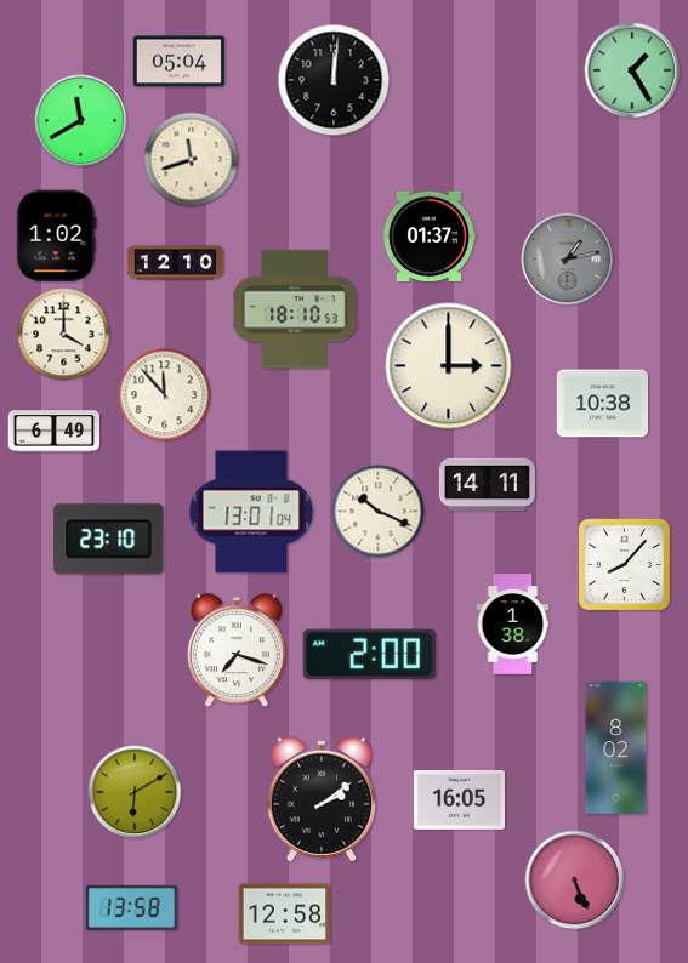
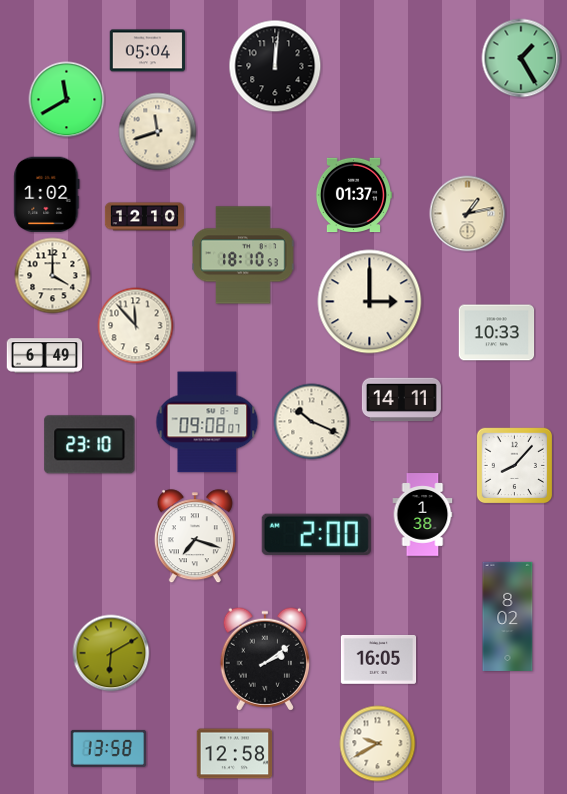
clock at (568, 260) dial: grey -> cream
clock at (603, 404): 10:38 -> 10:33
clock at (251, 512): 13:01 -> 09:08
clock at (369, 654) position: (369, 654) -> (316, 534)
clock at (575, 881): 5:26 -> none
clock at (378, 744): none -> 9:40
